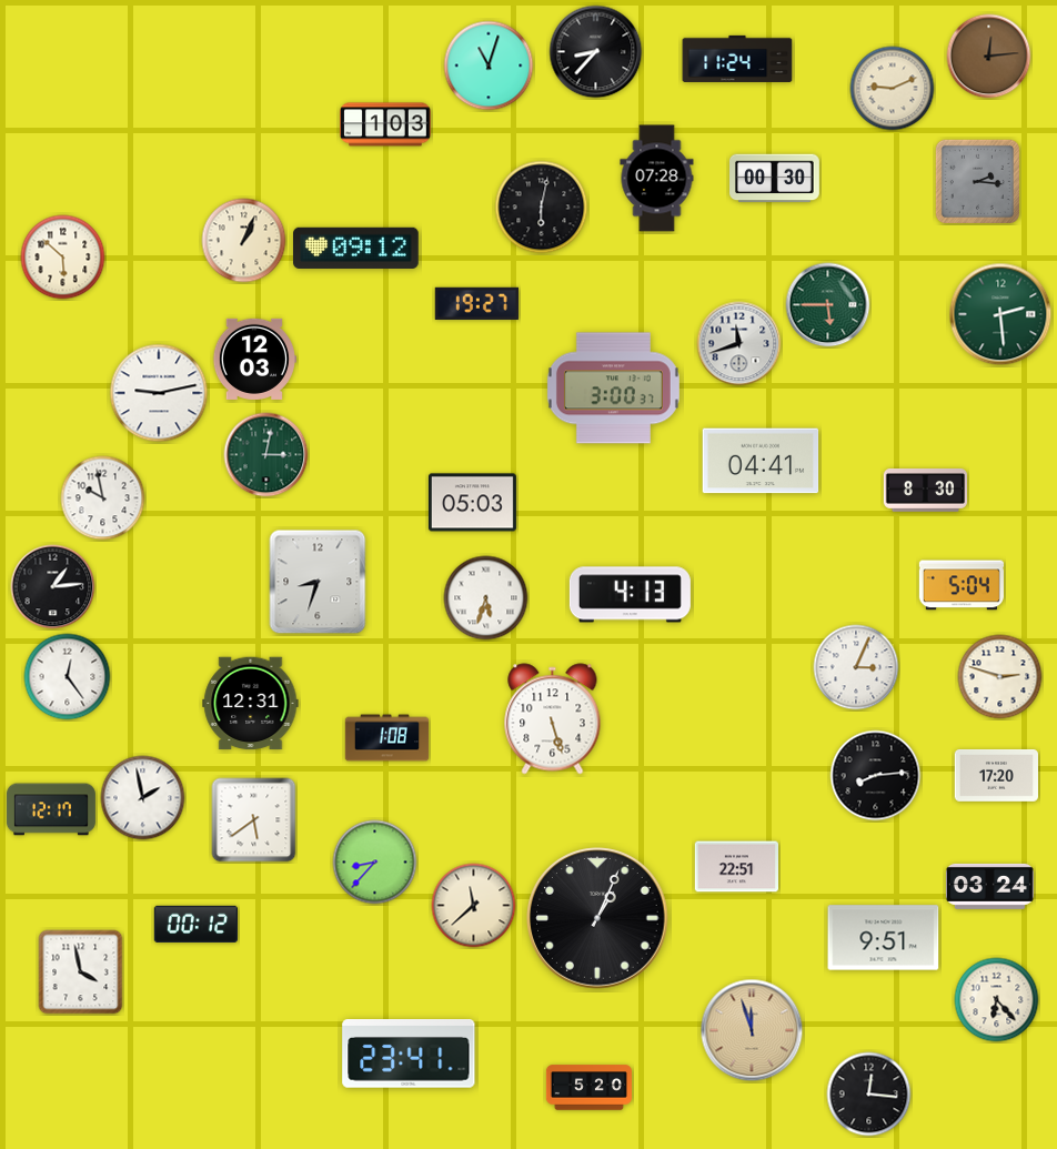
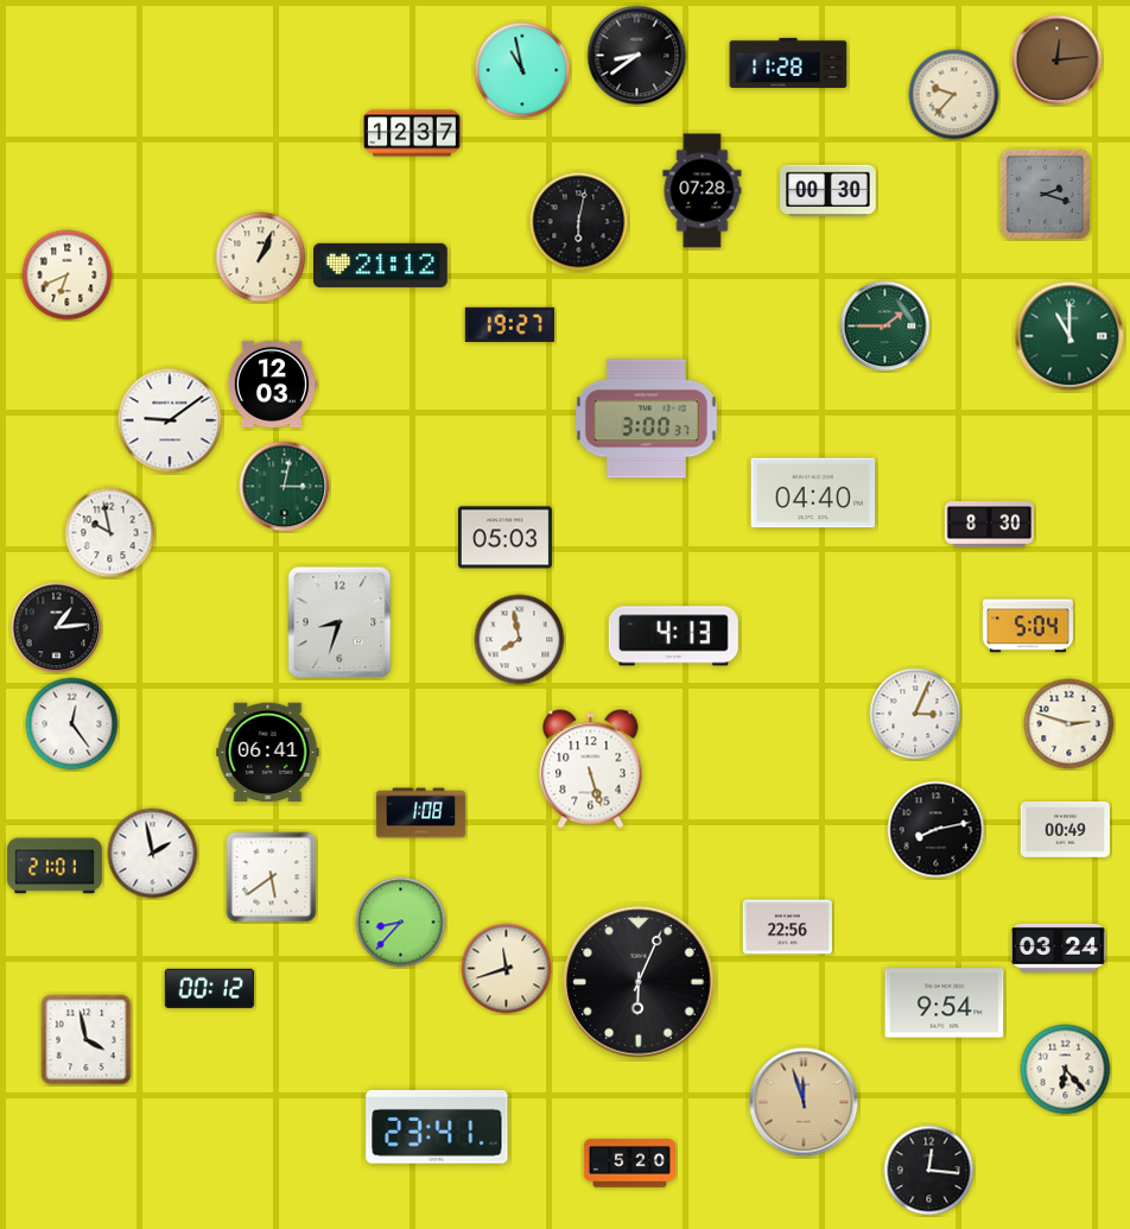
clock at (596, 52): 8:37 -> 8:39
clock at (737, 59): 11:24 -> 11:28
clock at (489, 65): 11:03 -> 10:58
clock at (893, 89): 9:11 -> 9:37
clock at (385, 124): 1:03 -> 12:37
clock at (977, 181): 2:16 -> 2:18
clock at (356, 248): 09:12 -> 21:12
clock at (63, 258): 5:52 -> 6:41
clock at (828, 305): 5:45 -> 1:45
clock at (1000, 314): 2:29 -> 11:00
clock at (739, 344): 11:42 -> none
clock at (613, 389) position: (613, 389) -> (646, 419)
clock at (159, 393): 9:13 -> 9:09
clock at (761, 461): 04:41 -> 04:40
clock at (486, 598): 5:33 -> 7:58
clock at (251, 704): 12:31 -> 06:41
clock at (387, 738) position: (387, 738) -> (421, 813)
clock at (996, 775): 17:20 -> 00:49
clock at (876, 776): 8:14 -> 8:13
clock at (51, 809): 12:17 -> 21:01
clock at (736, 867): 22:51 -> 22:56
clock at (474, 906): 11:38 -> 11:42
clock at (597, 918): 1:04 -> 6:04
clock at (884, 938): 9:51 -> 9:54
